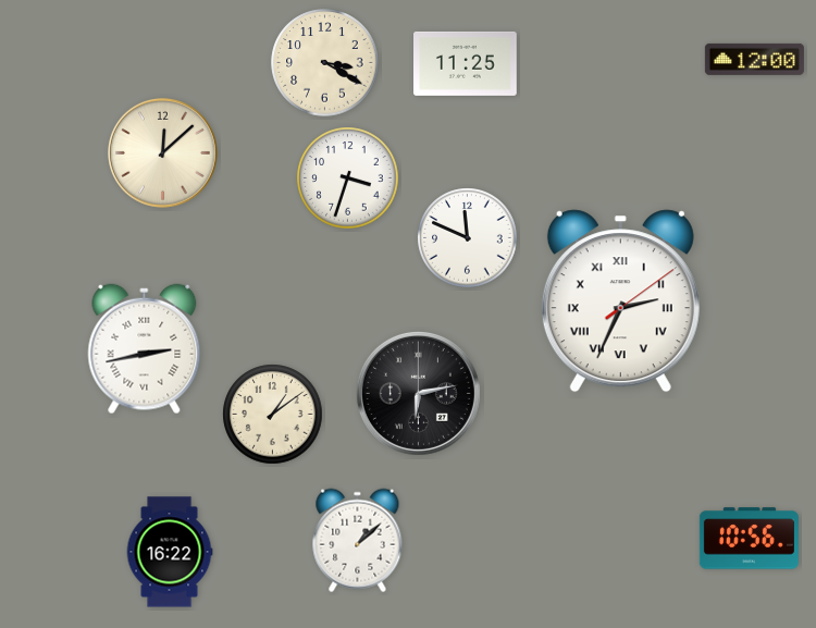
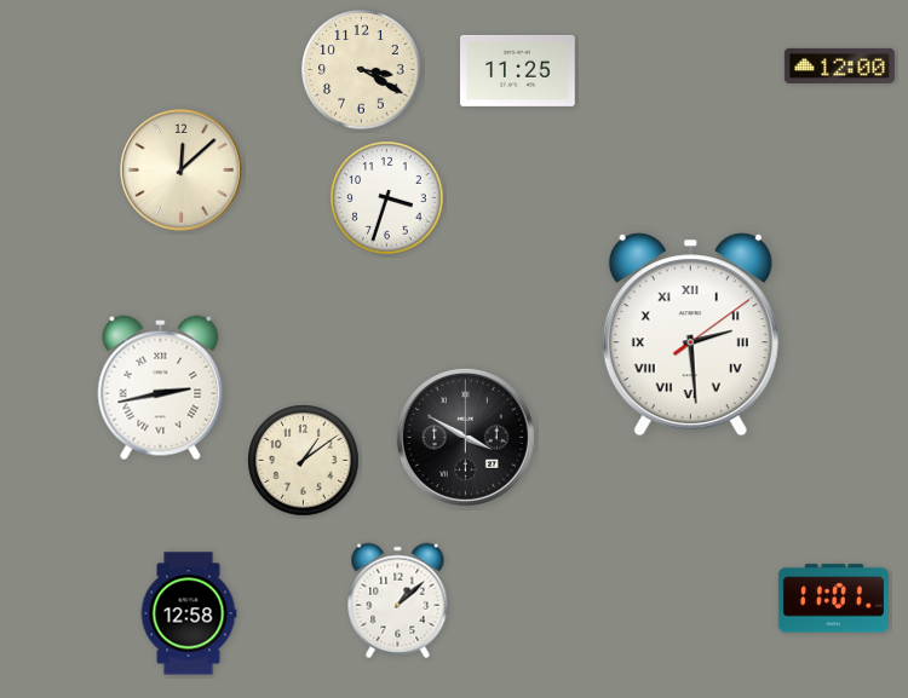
clock at (468, 238): 11:49 -> none
clock at (620, 301): 2:34 -> 2:29
clock at (418, 393): 6:13 -> 3:50
clock at (749, 539): 10:56 -> 11:01
clock at (170, 552): 16:22 -> 12:58
